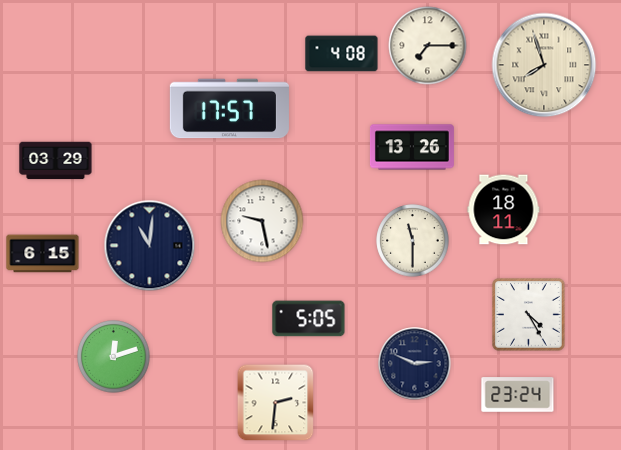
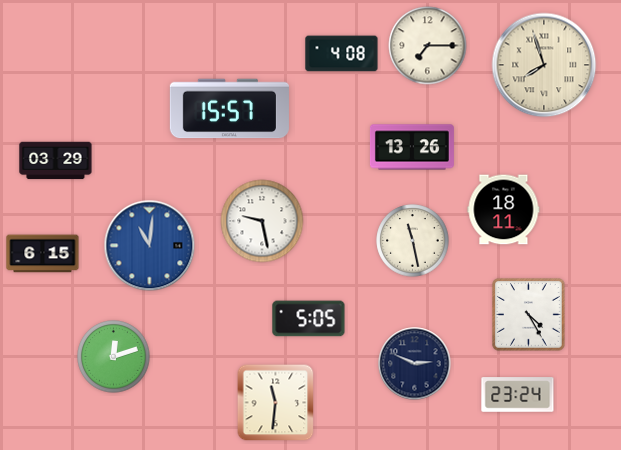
clock at (229, 109): 17:57 -> 15:57
clock at (413, 241): 11:30 -> 11:28
clock at (150, 246) dial: navy -> blue
clock at (276, 403): 2:31 -> 11:31
